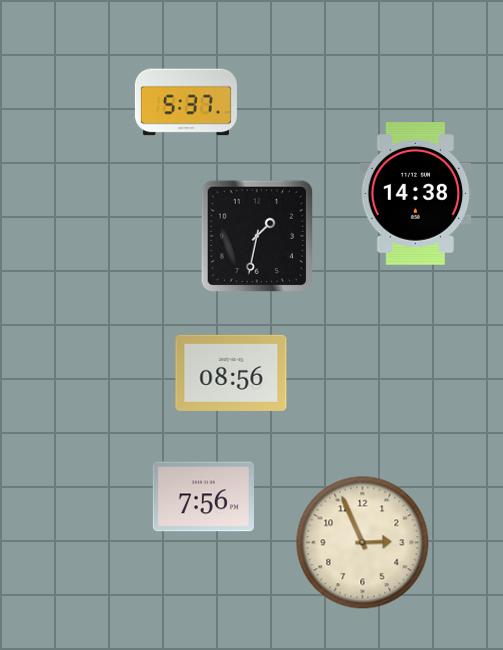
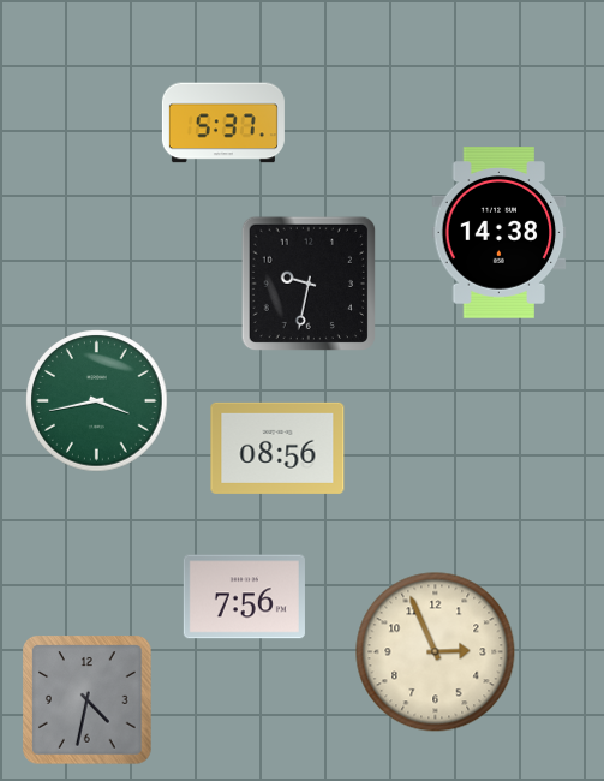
clock at (256, 235): 1:32 -> 9:32
clock at (97, 401): none -> 3:43
clock at (88, 700): none -> 4:32
